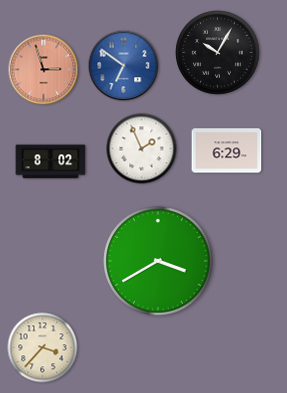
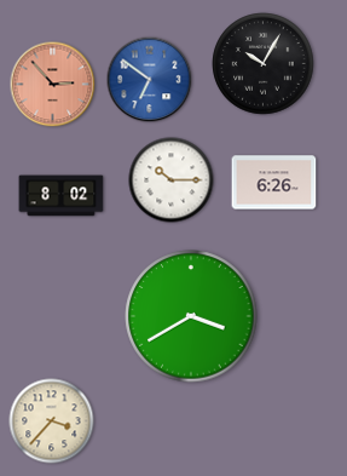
clock at (44, 70): 2:57 -> 2:53
clock at (142, 149): 1:56 -> 10:15
clock at (227, 151): 6:29 -> 6:26
